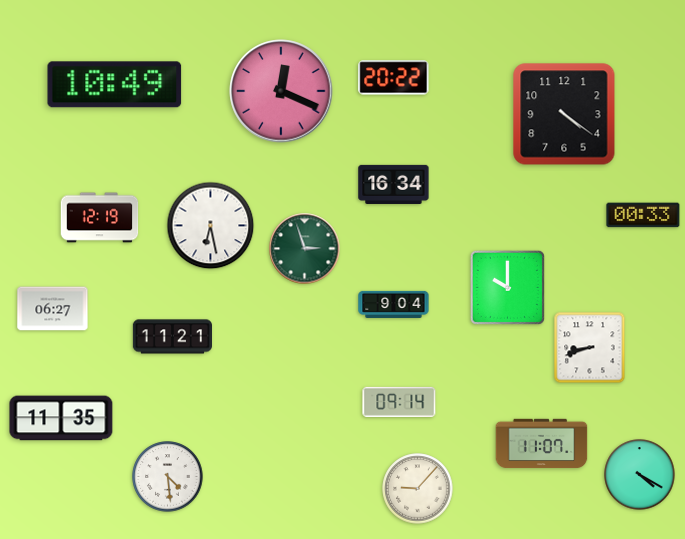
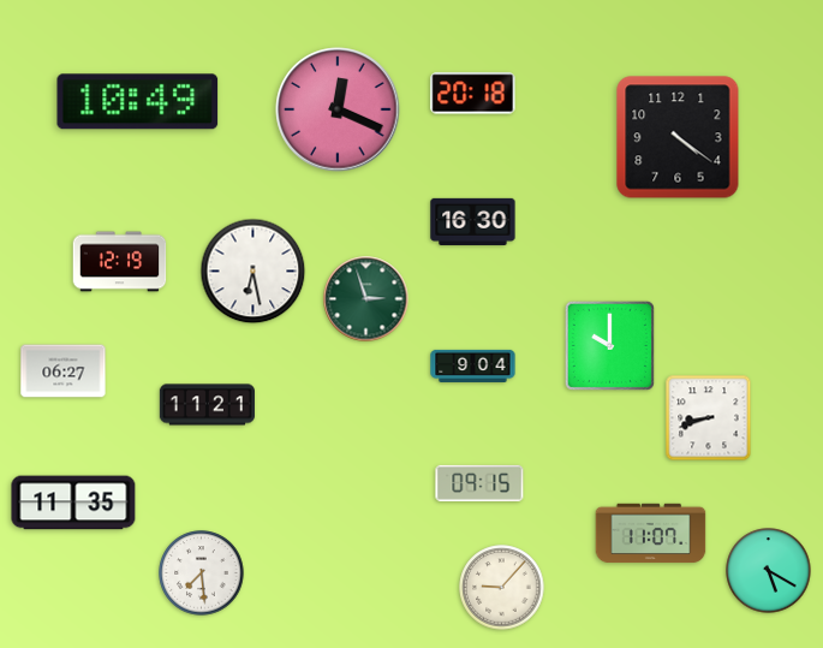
clock at (394, 78): 20:22 -> 20:18
clock at (394, 184): 16:34 -> 16:30
clock at (643, 215): 00:33 -> none
clock at (399, 402): 09:14 -> 09:15
clock at (640, 475): 4:20 -> 5:20
clock at (168, 477): 4:29 -> 7:29
